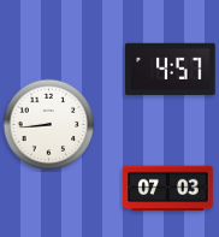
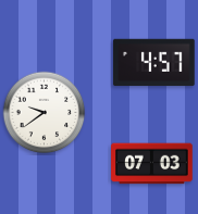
clock at (49, 125): 8:44 -> 9:39
clock at (168, 189) position: (168, 189) -> (152, 164)
